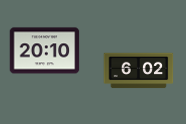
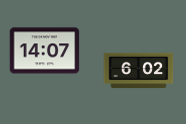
clock at (45, 51): 20:10 -> 14:07
